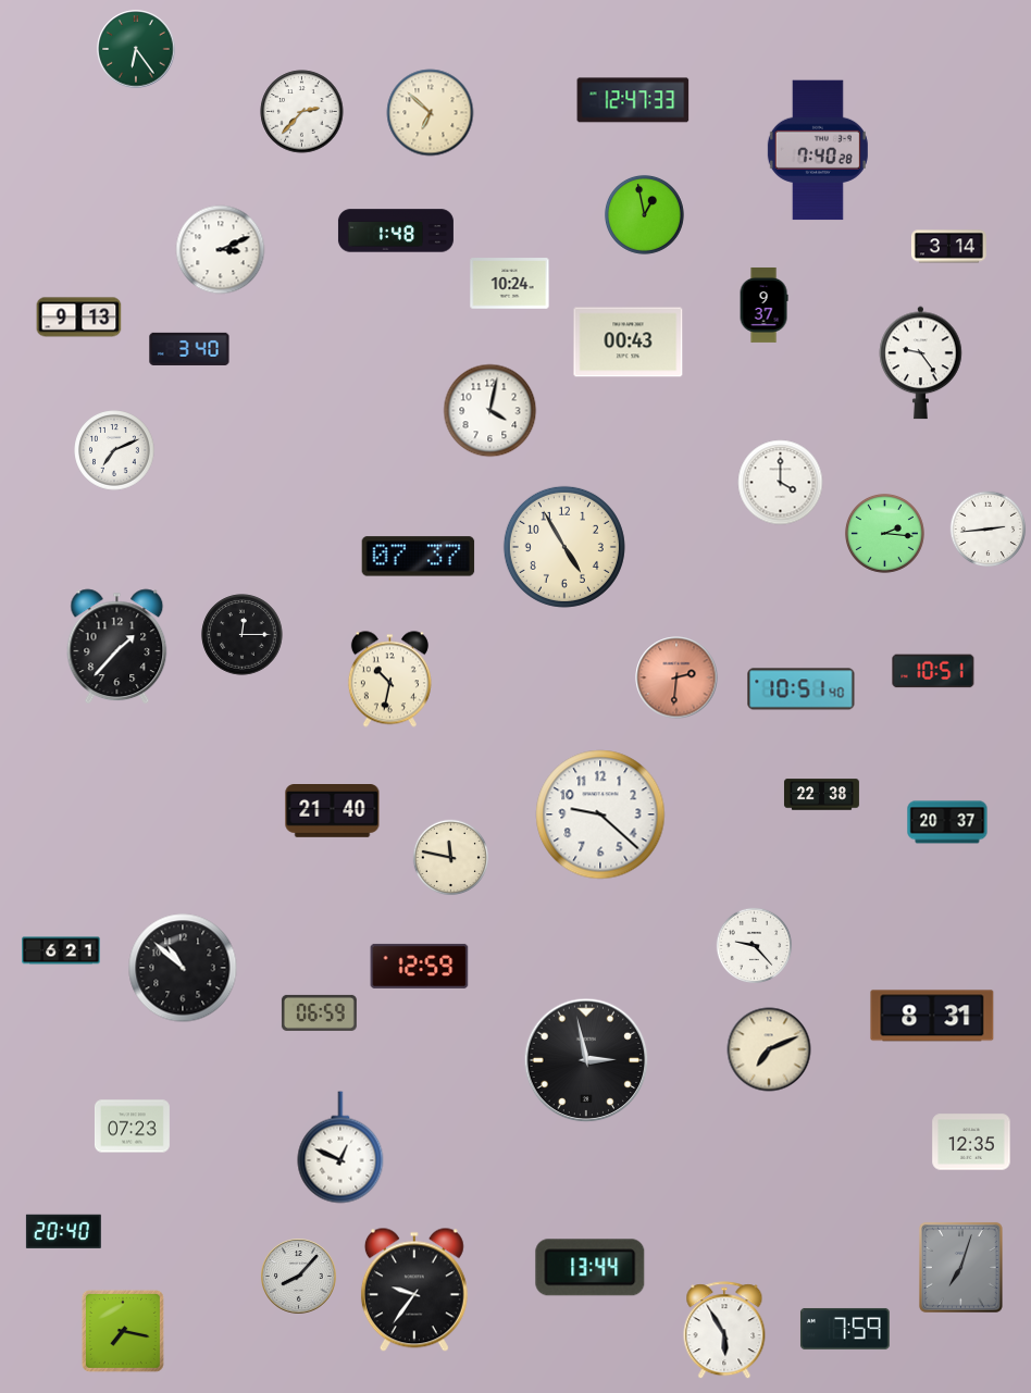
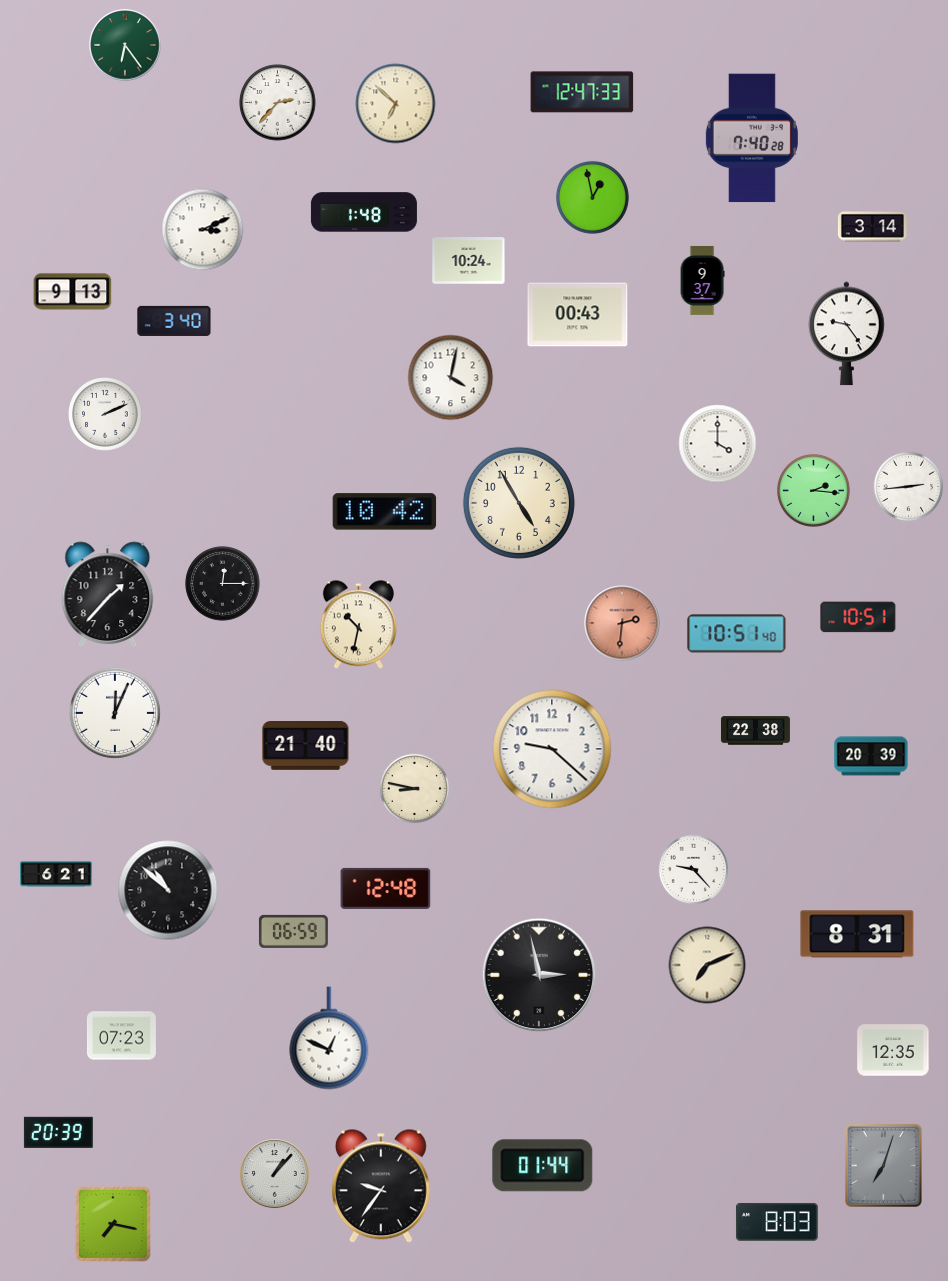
clock at (114, 450): 7:11 -> 2:11
clock at (419, 557): 07:37 -> 10:42
clock at (115, 713): none -> 12:04
clock at (947, 822): 20:37 -> 20:39
clock at (451, 858): 11:47 -> 8:47
clock at (420, 966): 12:59 -> 12:48
clock at (340, 1147) position: (340, 1147) -> (329, 1038)
clock at (63, 1231): 20:40 -> 20:39
clock at (591, 1268): 13:44 -> 01:44
clock at (299, 1277): 8:07 -> 1:07
clock at (845, 1329): 7:59 -> 8:03
clock at (724, 1331): 5:55 -> none
